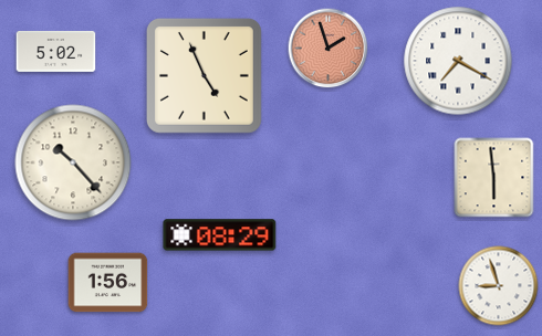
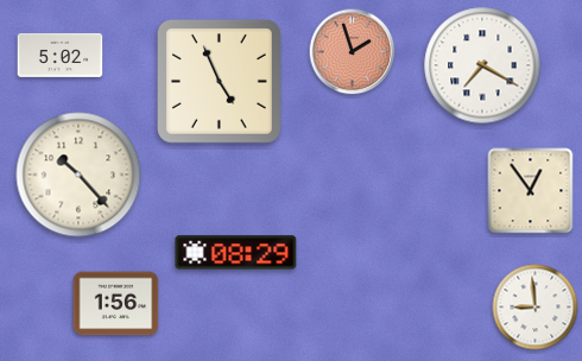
clock at (458, 61) position: (458, 61) -> (482, 65)
clock at (494, 178): 5:59 -> 12:54
clock at (499, 286): 8:57 -> 8:59
